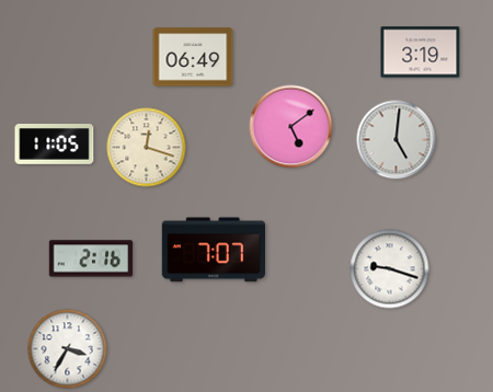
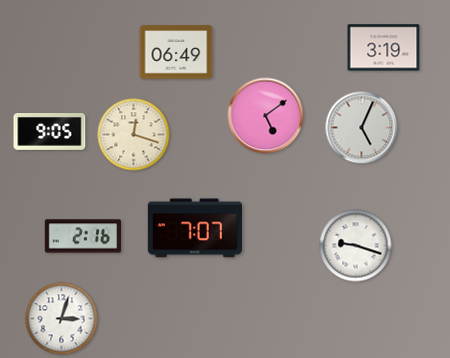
clock at (397, 140): 5:01 -> 5:04
clock at (55, 145): 11:05 -> 9:05
clock at (68, 349): 3:35 -> 3:03
